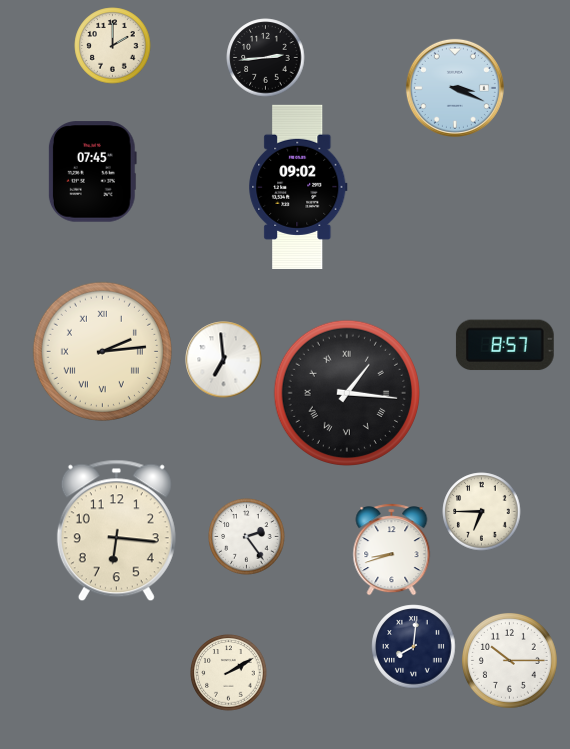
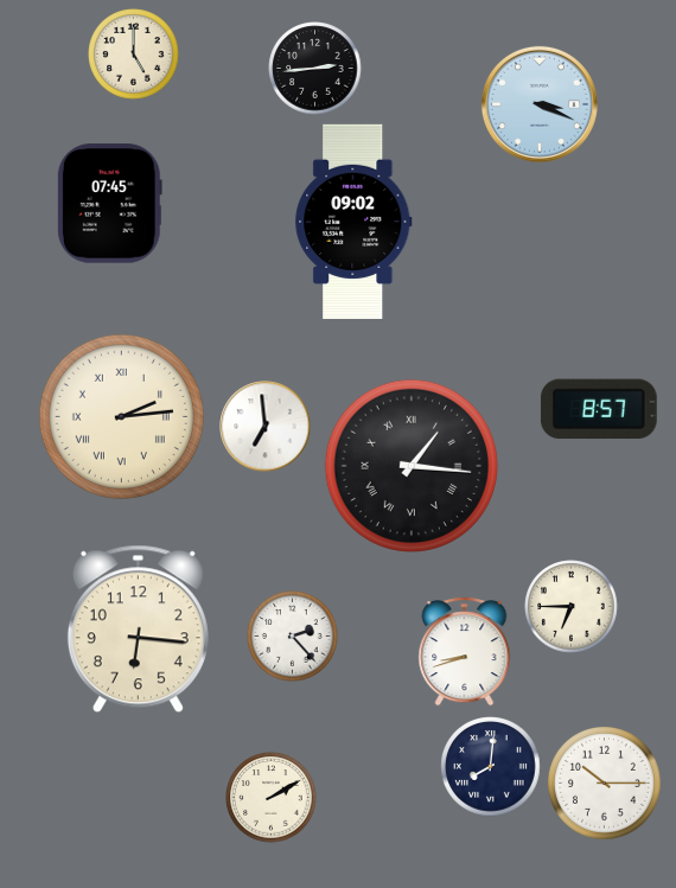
clock at (113, 46): 2:00 -> 5:00
clock at (247, 537): 2:24 -> 2:23
